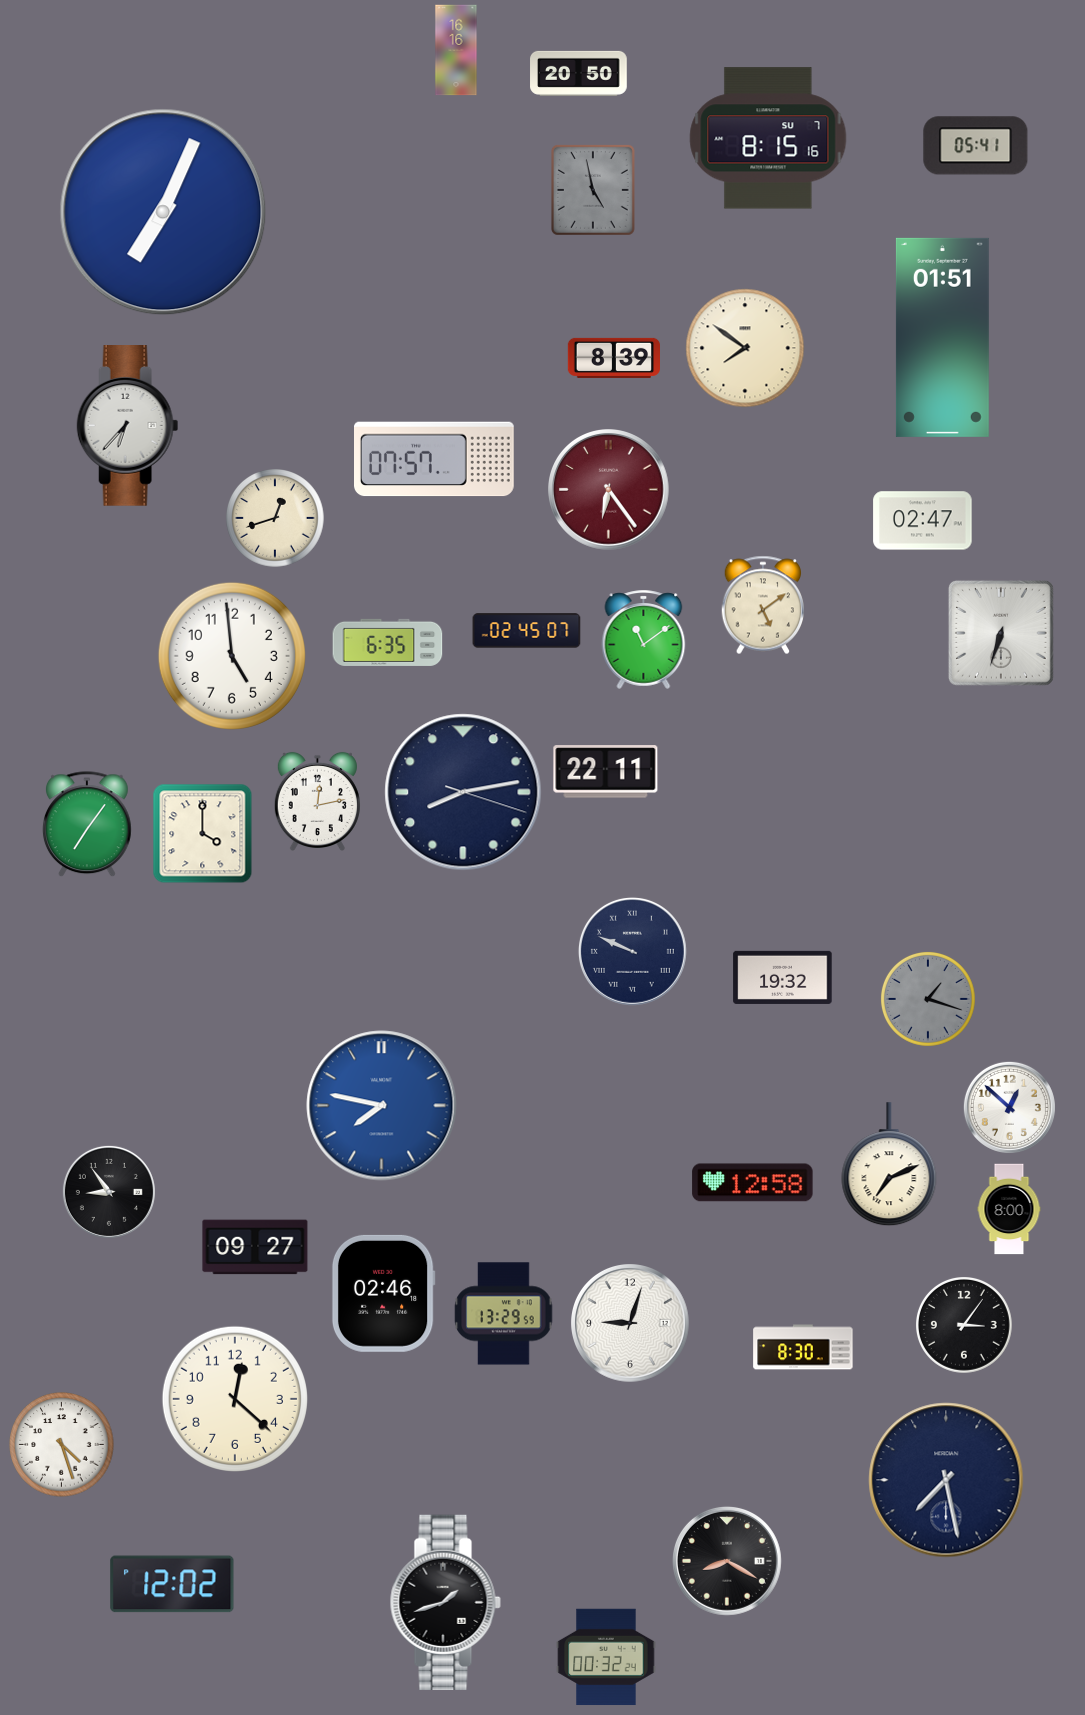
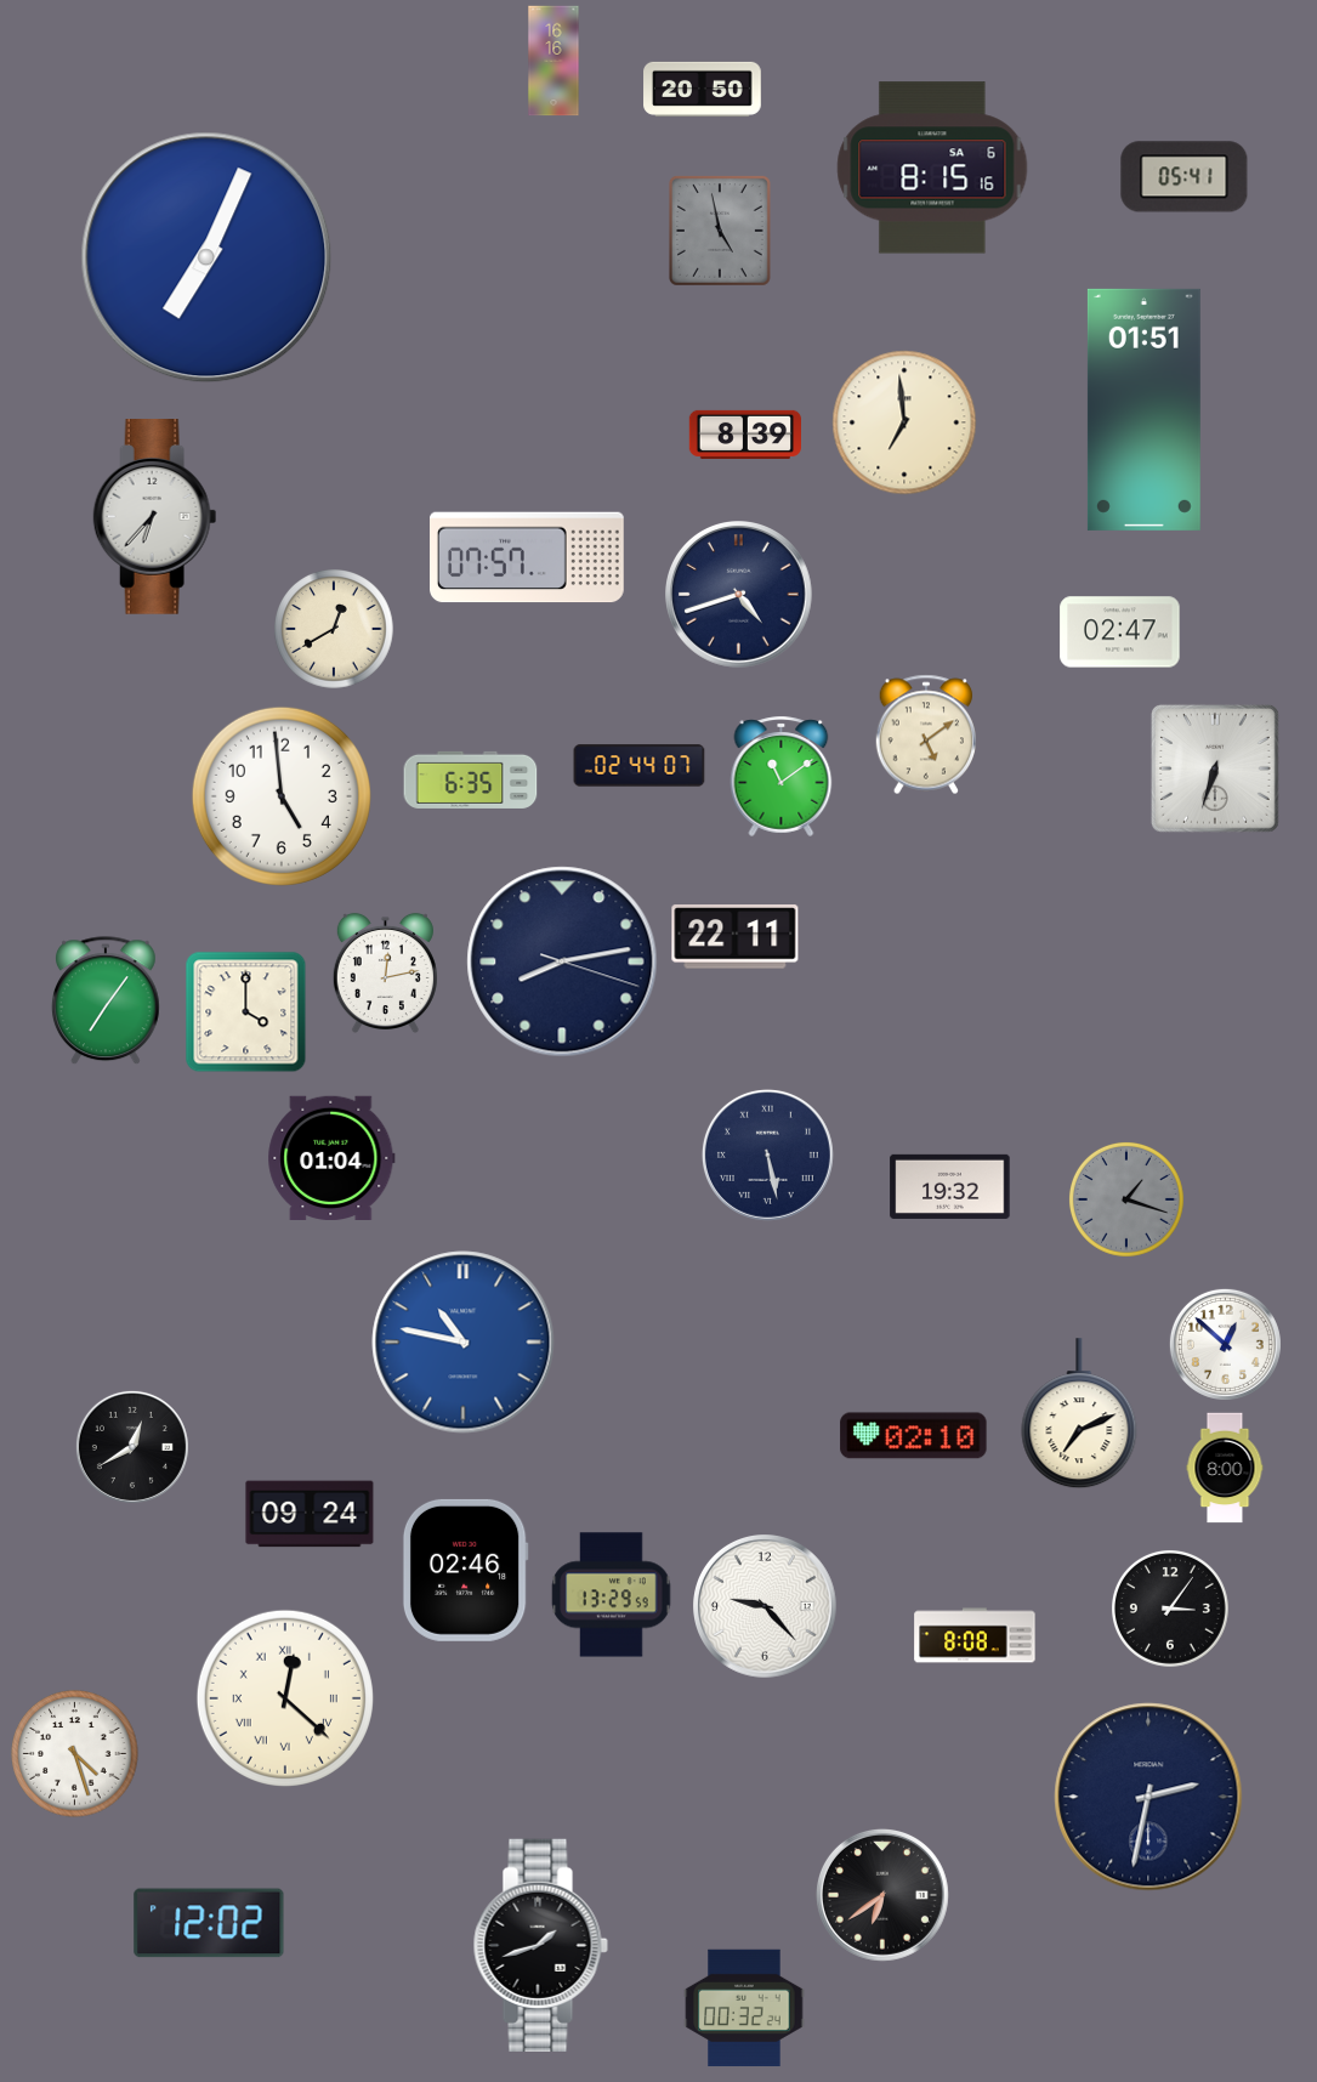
clock at (768, 138) date: SU 7 -> SA 6
clock at (163, 212) position: (163, 212) -> (206, 257)
clock at (745, 348): 7:51 -> 6:59
clock at (609, 490): 6:24 -> 4:42
clock at (609, 490) dial: burgundy -> navy
clock at (276, 519): 12:42 -> 12:40
clock at (527, 631): 02:45 -> 02:44
clock at (632, 951): 9:49 -> 5:28
clock at (331, 1157): none -> 01:04
clock at (928, 999) position: (928, 999) -> (1126, 1199)
clock at (382, 1106): 7:47 -> 10:47
clock at (753, 1183): 12:58 -> 02:10
clock at (109, 1192): 8:54 -> 12:40
clock at (255, 1247): 09:27 -> 09:24
clock at (631, 1324): 9:03 -> 9:23
clock at (803, 1347): 8:30 -> 8:08
clock at (235, 1399) numerals: Arabic -> Roman
clock at (946, 1480): 7:28 -> 2:32
clock at (727, 1561): 8:20 -> 6:39
clock at (606, 1657) position: (606, 1657) -> (744, 2008)
